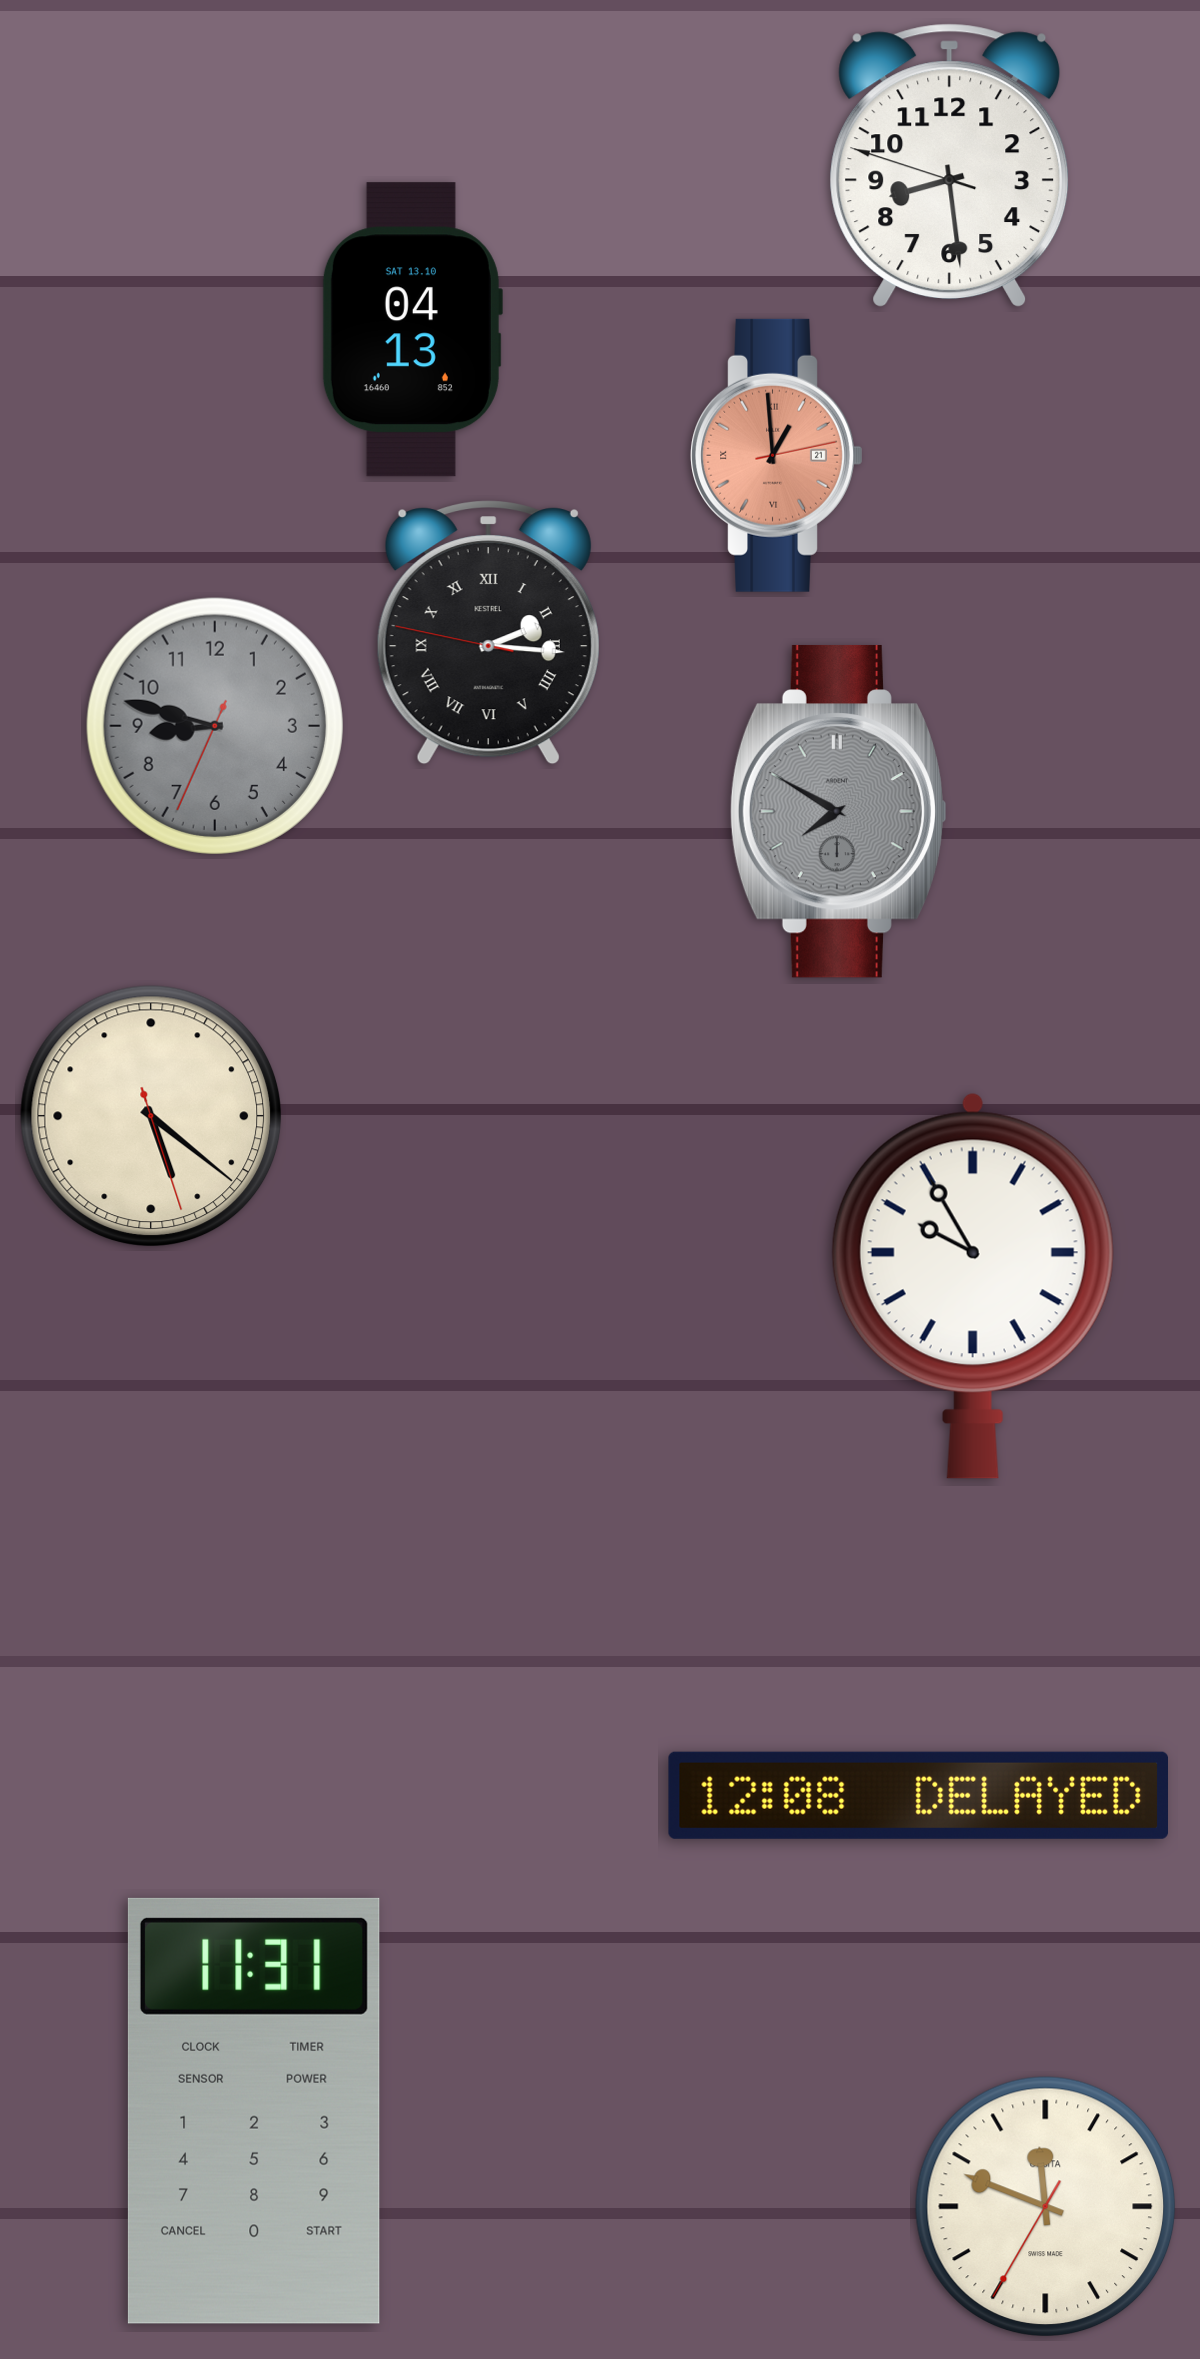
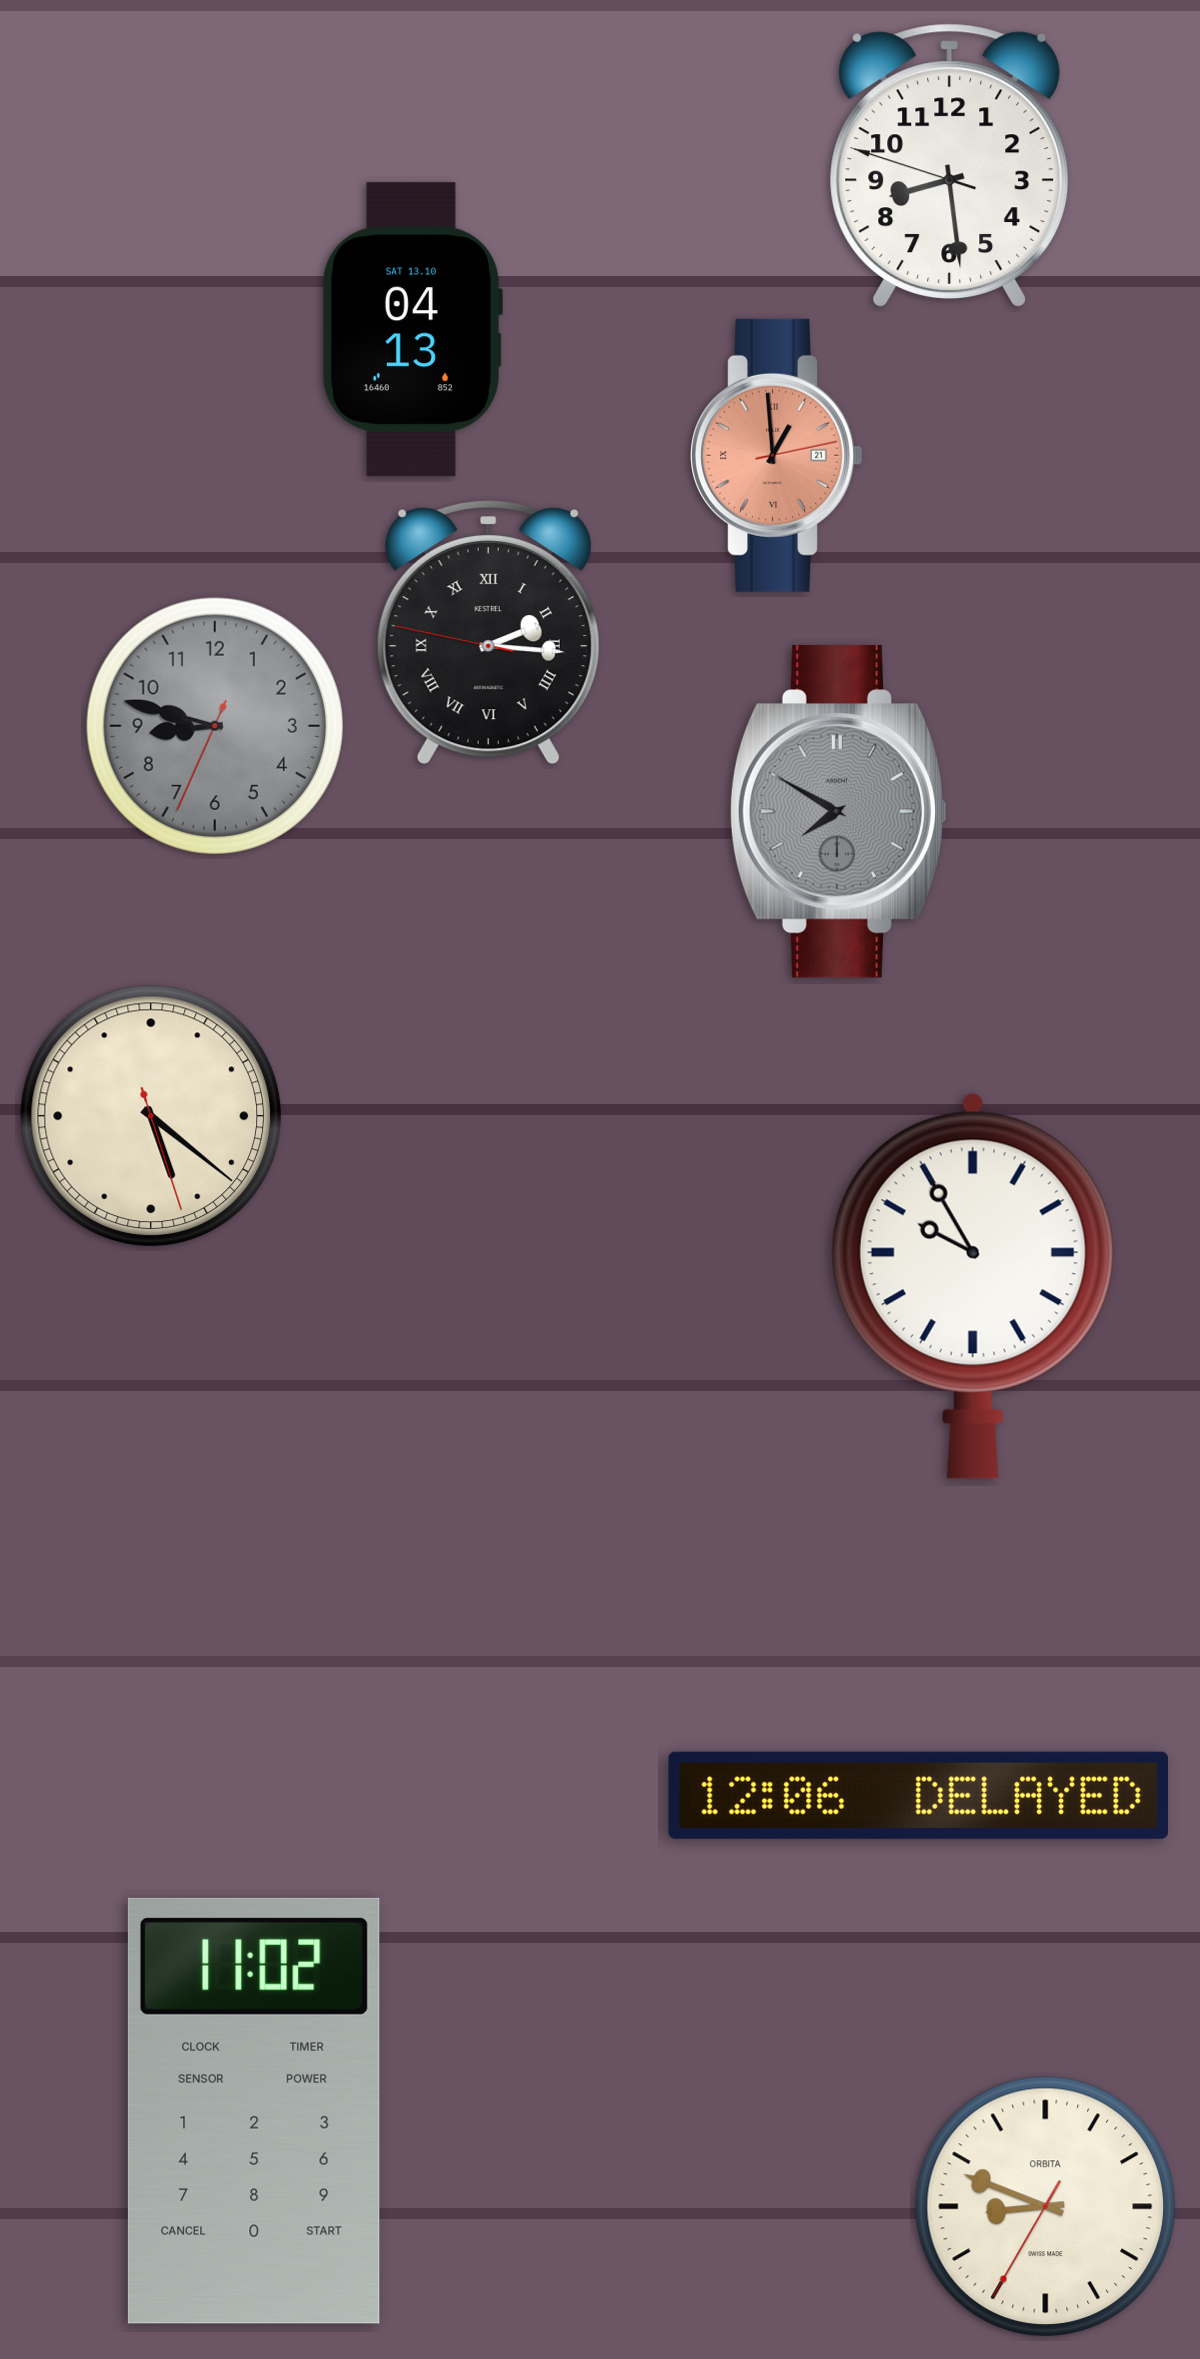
clock at (918, 1795): 12:08 -> 12:06
clock at (254, 2111): 11:31 -> 11:02
clock at (1045, 2206): 11:48 -> 8:48
